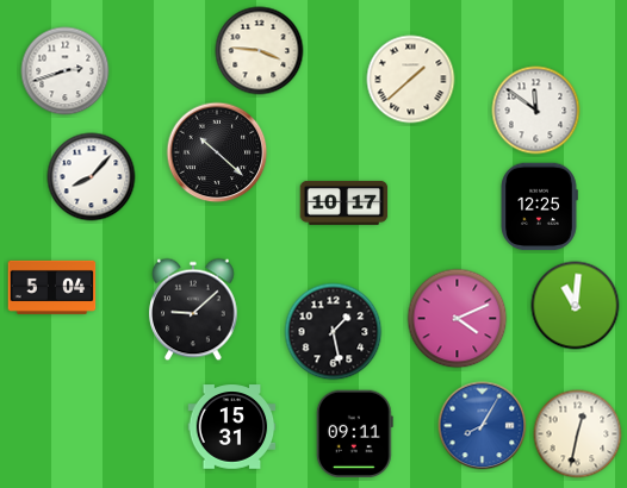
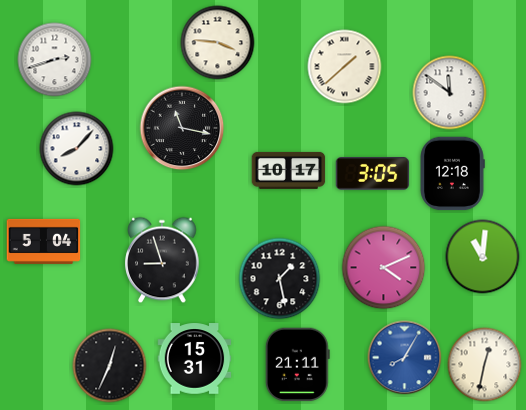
clock at (217, 152): 10:22 -> 11:17
clock at (373, 174): none -> 3:05
clock at (539, 207): 12:25 -> 12:18
clock at (193, 309): 9:08 -> 8:57
clock at (354, 434): 09:11 -> 21:11
clock at (110, 366): none -> 12:34
